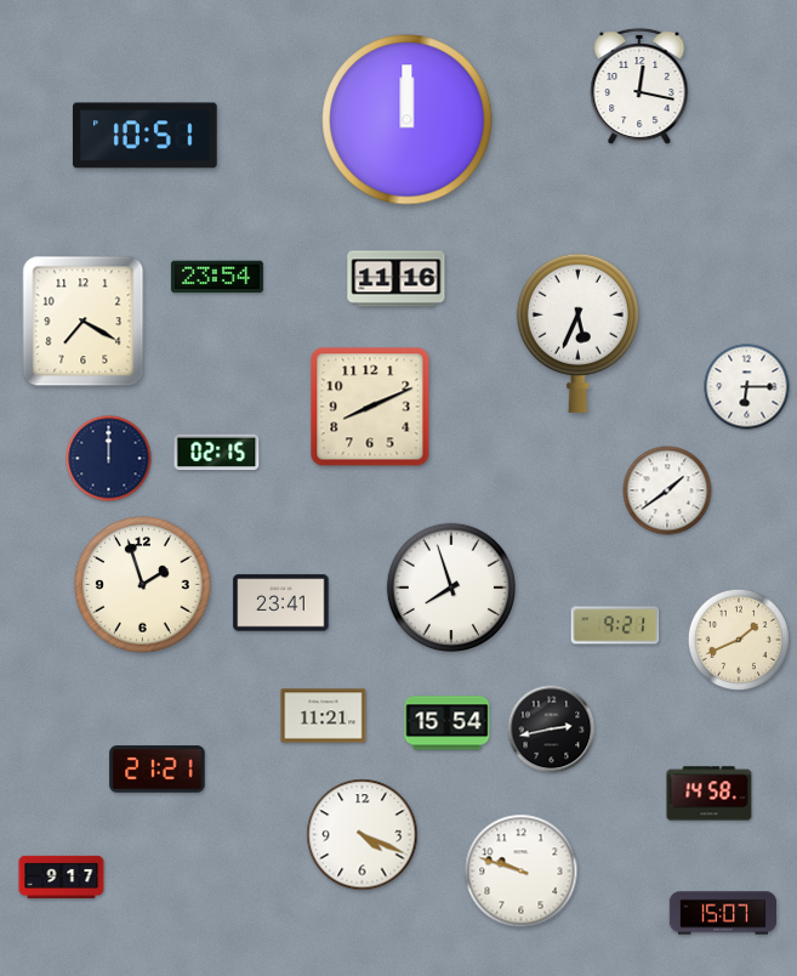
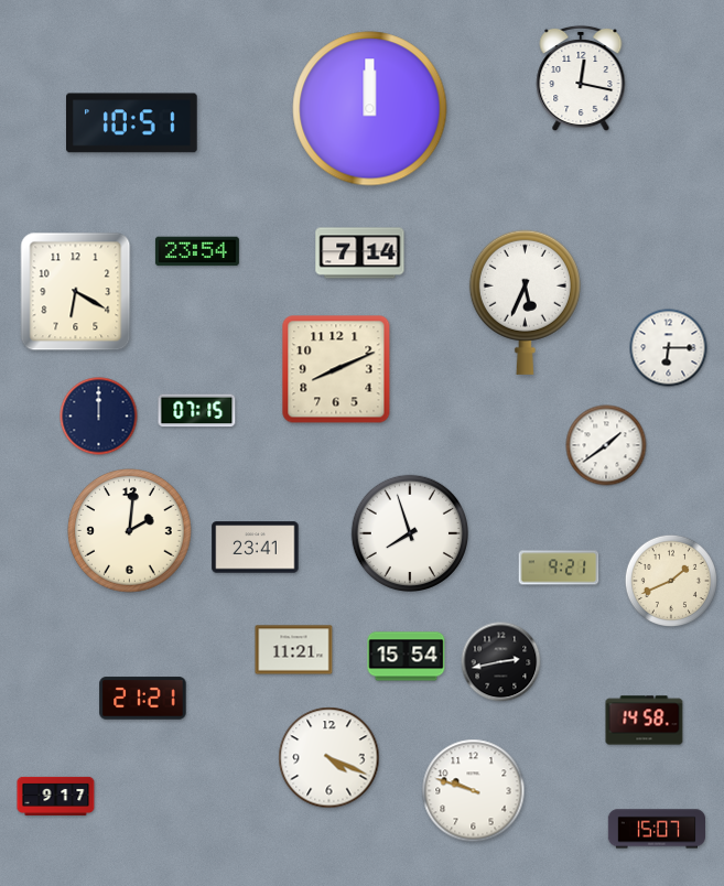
clock at (397, 279): 11:16 -> 7:14
clock at (84, 322): 7:20 -> 6:20
clock at (747, 387) position: (747, 387) -> (669, 348)
clock at (217, 453): 02:15 -> 07:15
clock at (143, 585): 1:57 -> 2:01
